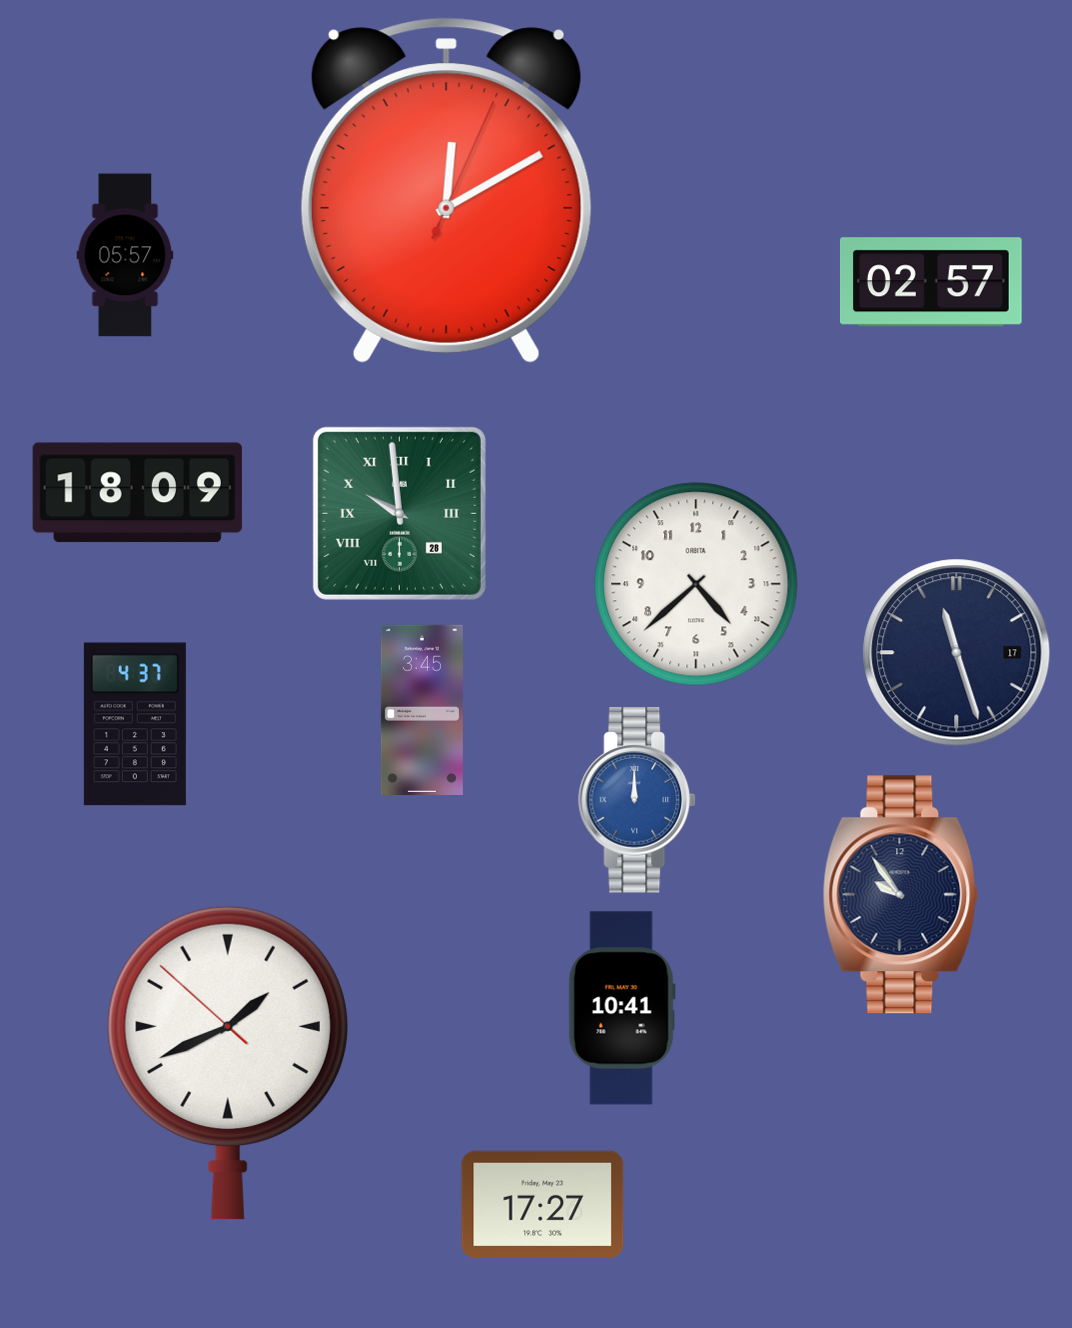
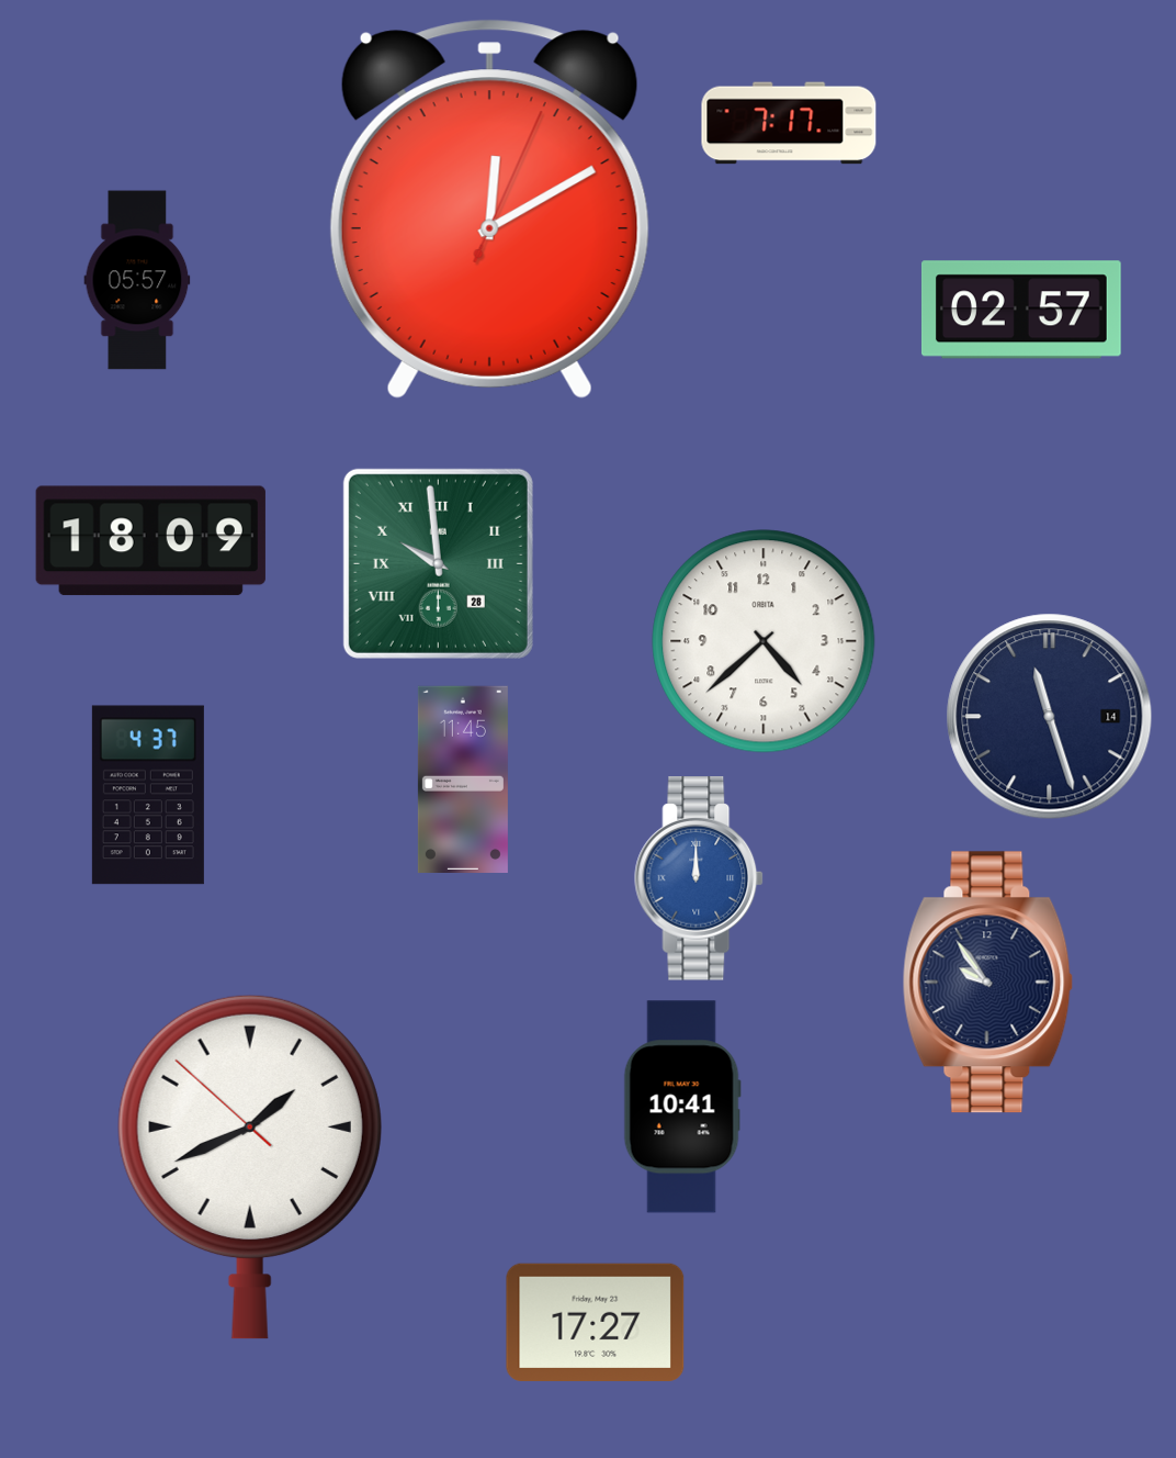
clock at (789, 123): none -> 7:17
clock at (957, 653) date: 17 -> 14
clock at (422, 709): 3:45 -> 11:45
